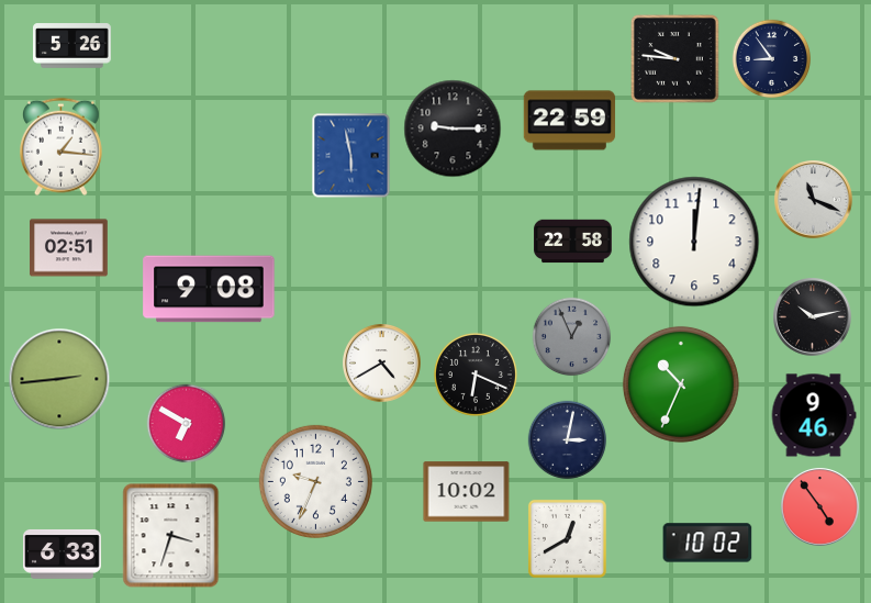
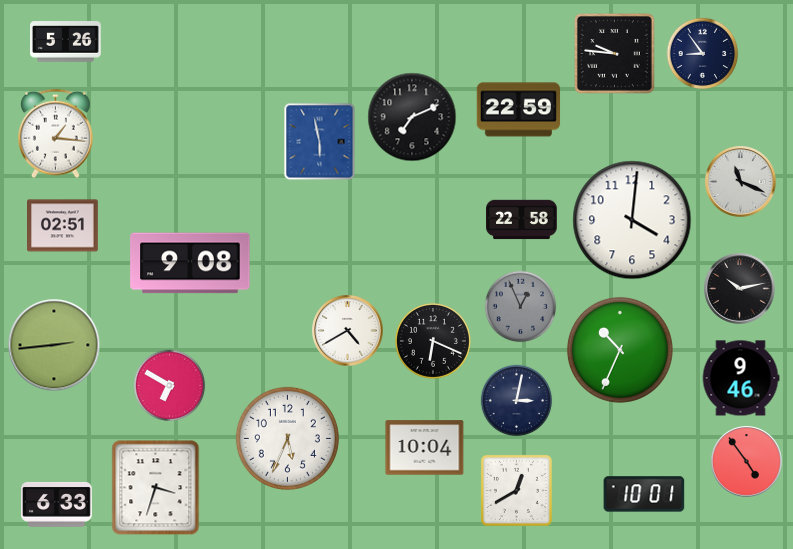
clock at (453, 129): 9:15 -> 7:11
clock at (694, 242): 12:01 -> 4:01
clock at (315, 481): 9:34 -> 5:34
clock at (467, 492): 10:02 -> 10:04
clock at (707, 543): 10:02 -> 10:01
